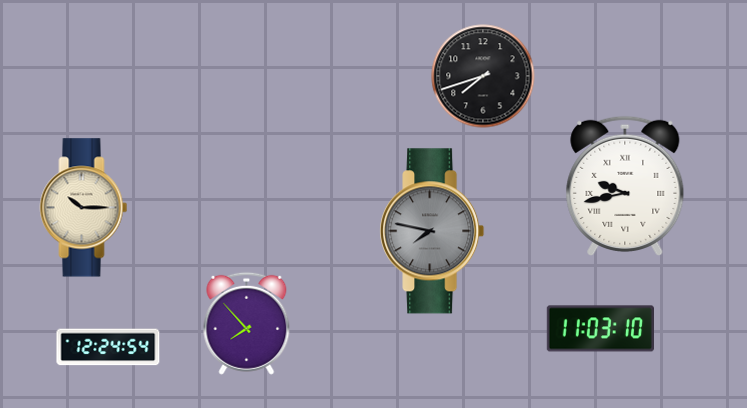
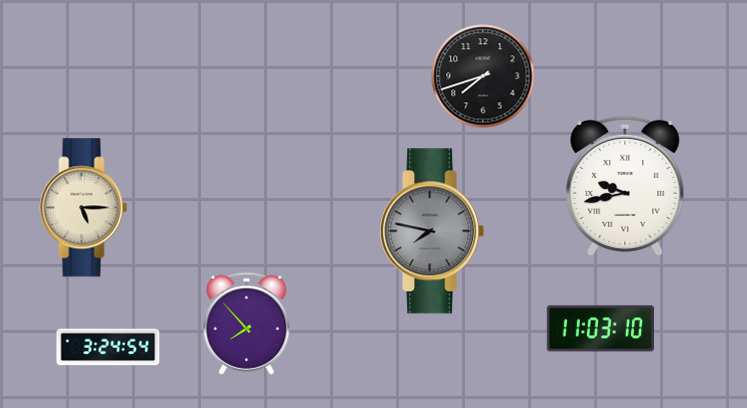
clock at (84, 208): 10:15 -> 5:15
clock at (108, 347): 12:24 -> 3:24
